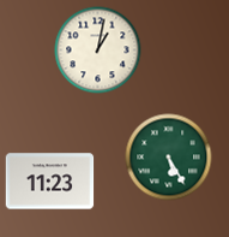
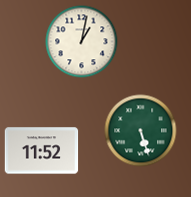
clock at (169, 158): 5:25 -> 5:27
clock at (50, 182): 11:23 -> 11:52
